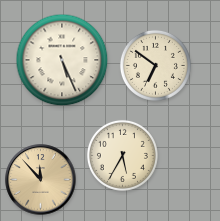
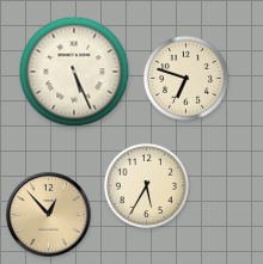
clock at (155, 65): 6:51 -> 6:48
clock at (41, 180): 11:53 -> 12:53
